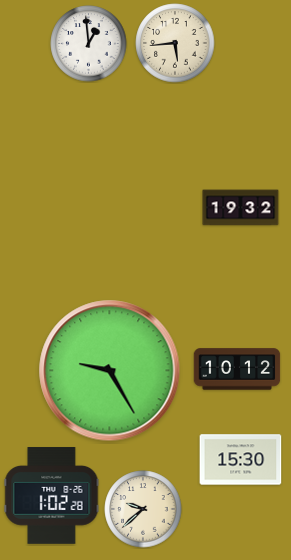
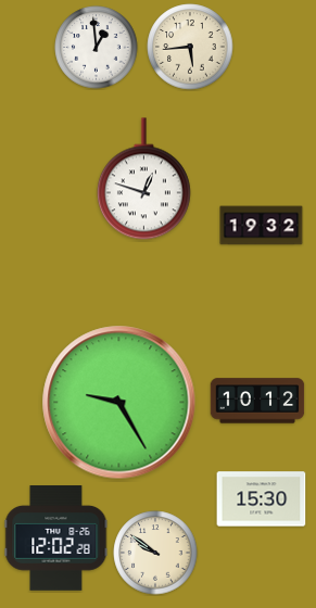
clock at (143, 179): none -> 12:48
clock at (52, 496): 1:02 -> 12:02
clock at (143, 509): 9:38 -> 9:51
